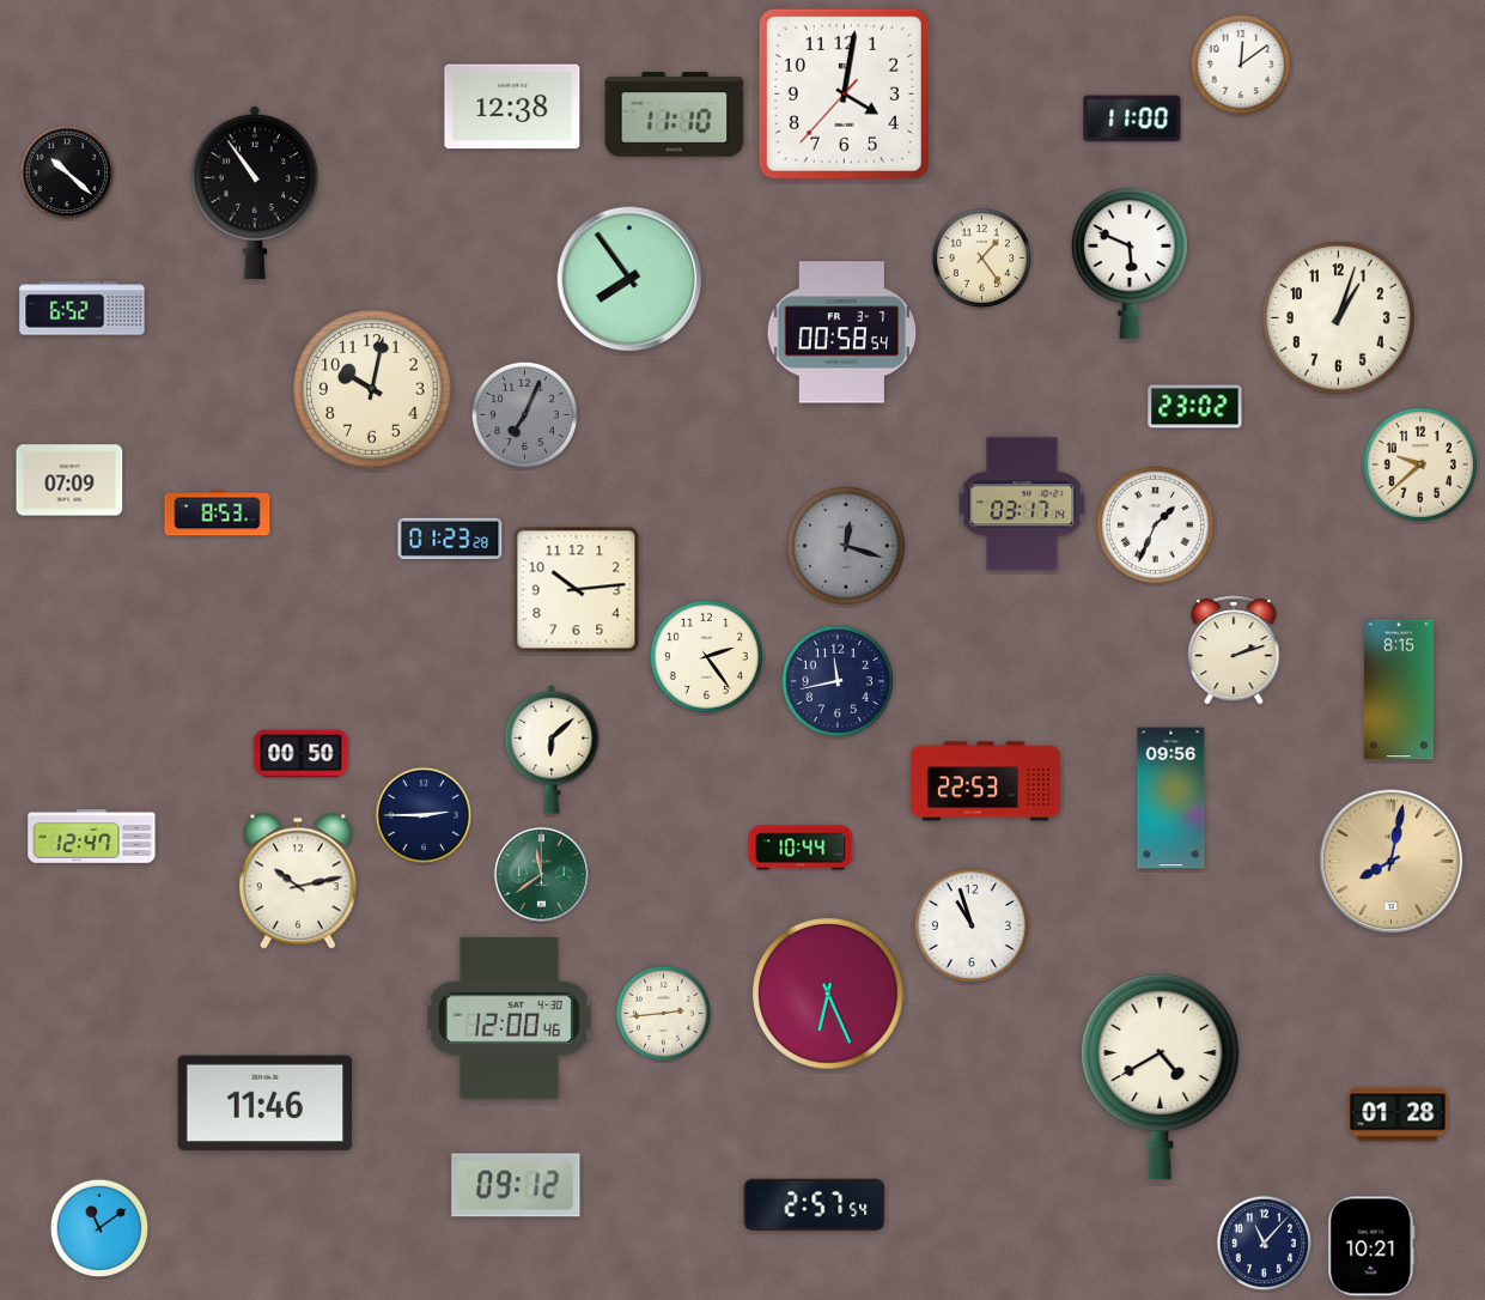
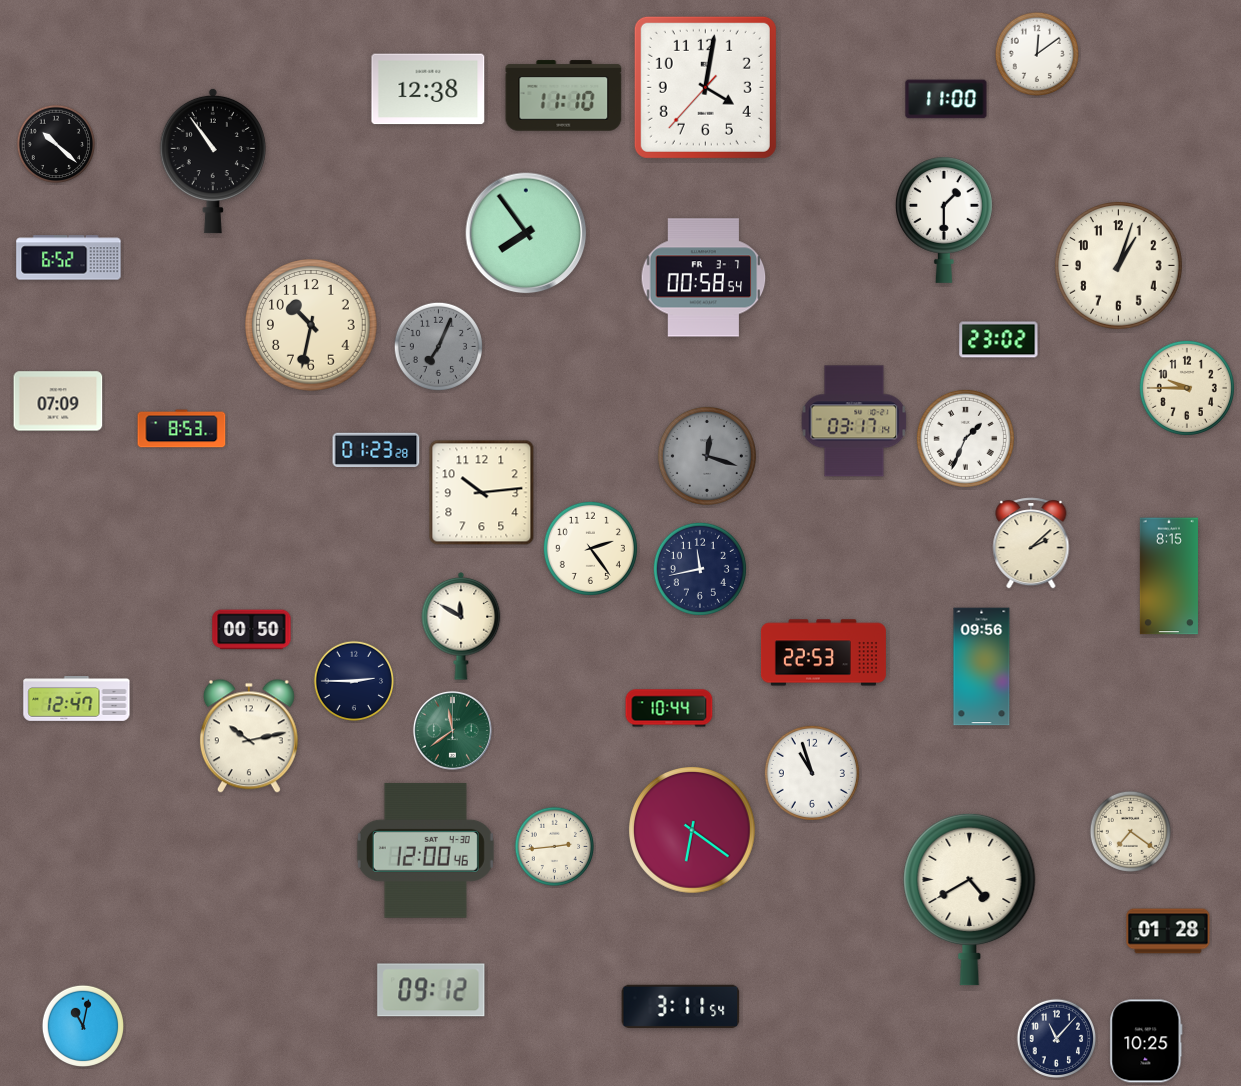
clock at (844, 93) position: (844, 93) -> (705, 87)
clock at (981, 257): 1:24 -> none
clock at (1130, 263): 5:49 -> 1:30
clock at (372, 389): 10:02 -> 10:32
clock at (1420, 464): 9:38 -> 9:45
clock at (1234, 650): 2:12 -> 2:08
clock at (552, 751): 6:08 -> 11:50
clock at (1171, 798) position: (1171, 798) -> (982, 667)
clock at (1392, 862): 8:02 -> none
clock at (829, 995): 6:26 -> 6:21
clock at (1130, 831): none -> 7:21
clock at (266, 1104): 11:46 -> none
clock at (815, 1204): 2:57 -> 3:11
clock at (98, 1227): 11:09 -> 11:02
clock at (1371, 1246): 10:21 -> 10:25
